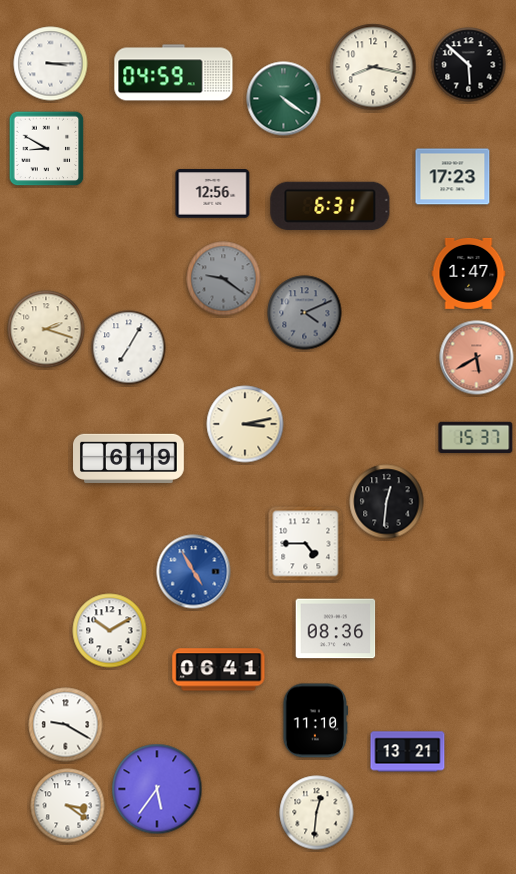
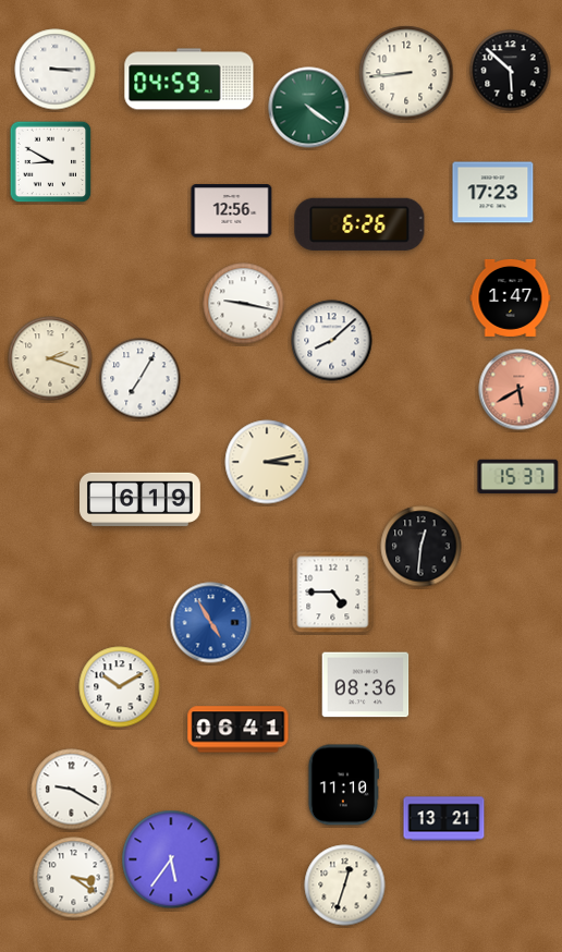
clock at (373, 67): 8:17 -> 8:44
clock at (330, 206): 6:31 -> 6:26
clock at (224, 279): 9:21 -> 9:17
clock at (224, 279) dial: grey -> white
clock at (305, 313): 4:11 -> 8:08
clock at (305, 313) dial: grey -> white
clock at (317, 813): 12:31 -> 12:33
